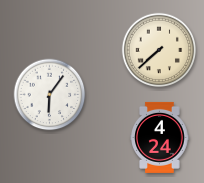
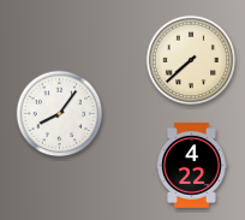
clock at (50, 95): 6:06 -> 8:06
clock at (160, 137): 4:24 -> 4:22
